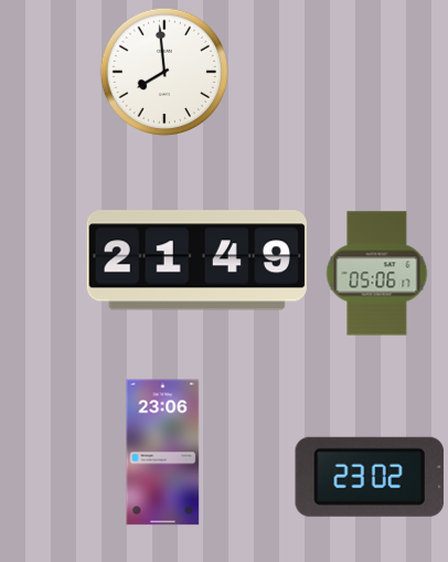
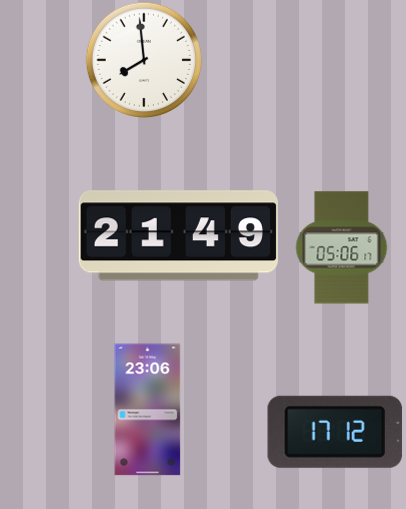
clock at (164, 72) position: (164, 72) -> (144, 60)
clock at (370, 477): 23:02 -> 17:12
